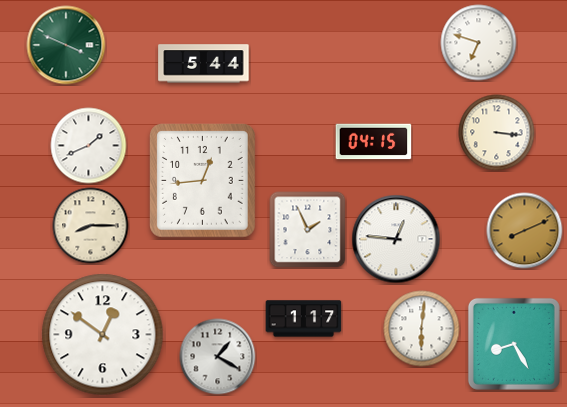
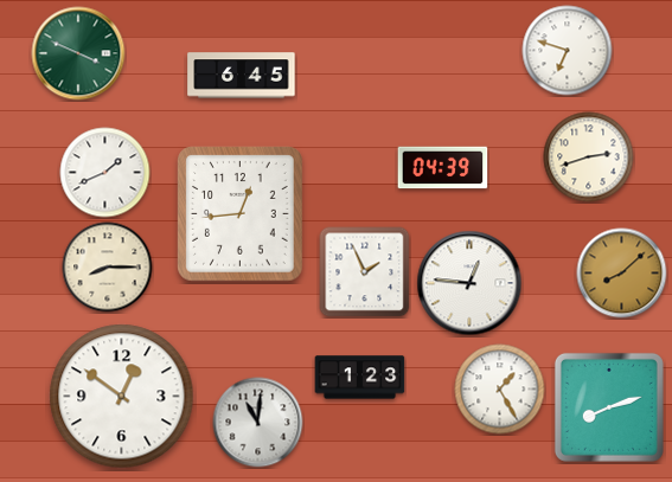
clock at (204, 64): 5:44 -> 6:45
clock at (497, 133): 3:16 -> 2:42
clock at (374, 142): 04:15 -> 04:39
clock at (525, 231): 8:11 -> 8:08
clock at (304, 319): 1:17 -> 1:23
clock at (422, 329): 6:01 -> 1:25
clock at (514, 344): 8:25 -> 8:12
clock at (218, 357): 1:20 -> 11:01
